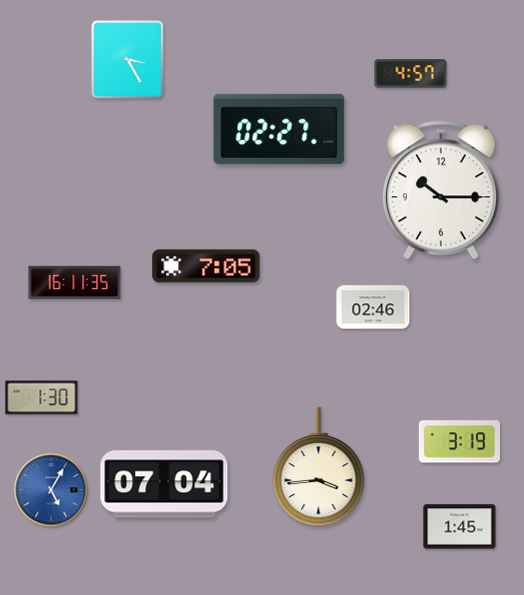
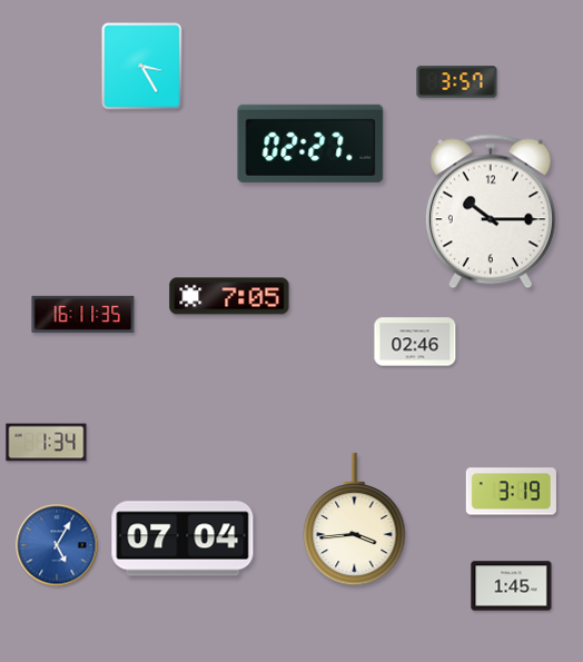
clock at (411, 74): 4:57 -> 3:57
clock at (42, 398): 1:30 -> 1:34
